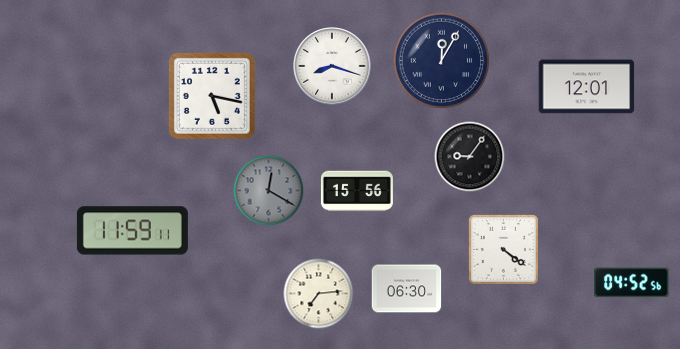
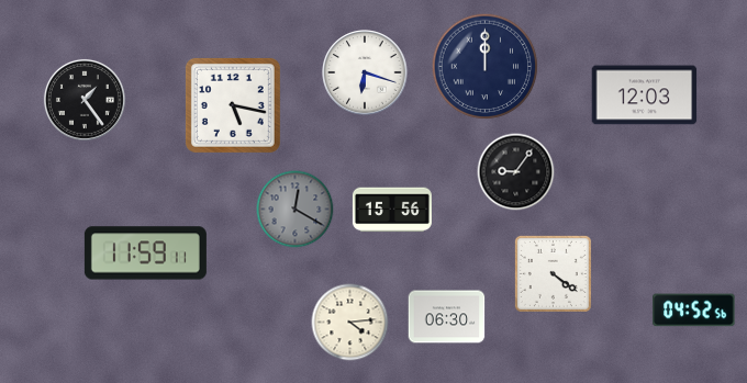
clock at (442, 61): 12:05 -> 12:00
clock at (332, 66): 8:18 -> 6:18
clock at (587, 87): 12:01 -> 12:03
clock at (85, 100): none -> 1:24
clock at (319, 294): 7:14 -> 4:14
